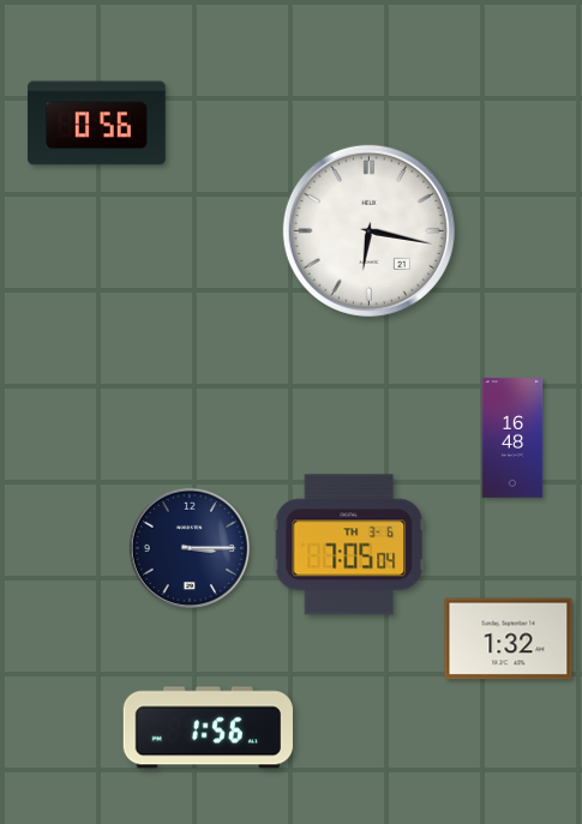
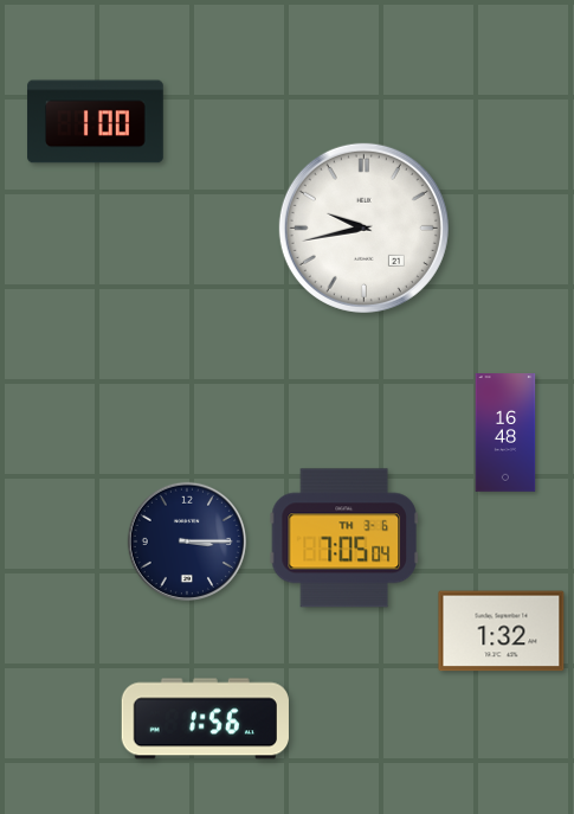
clock at (97, 124): 0:56 -> 1:00
clock at (368, 230): 6:17 -> 9:43
